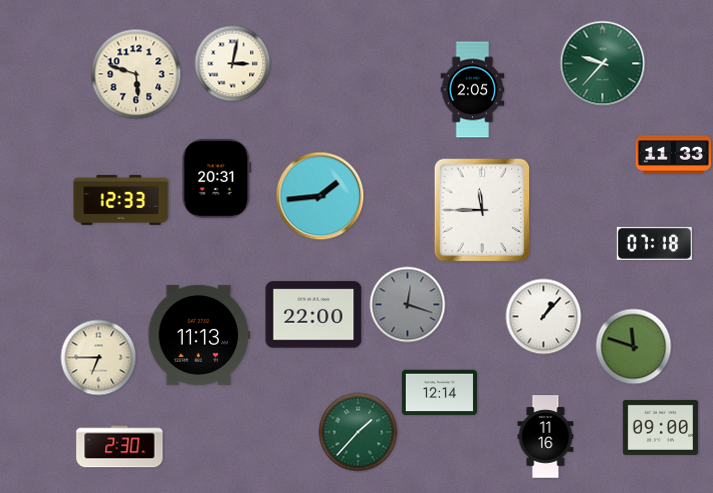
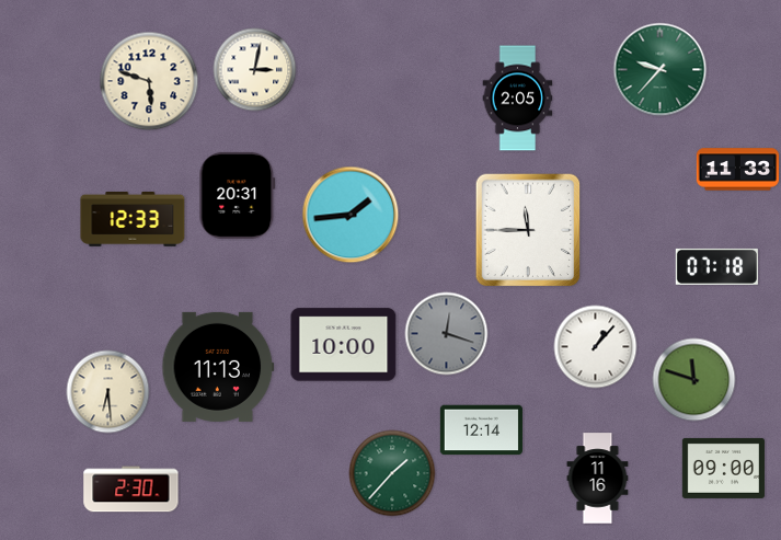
clock at (314, 315): 22:00 -> 10:00
clock at (99, 358): 6:45 -> 6:29
